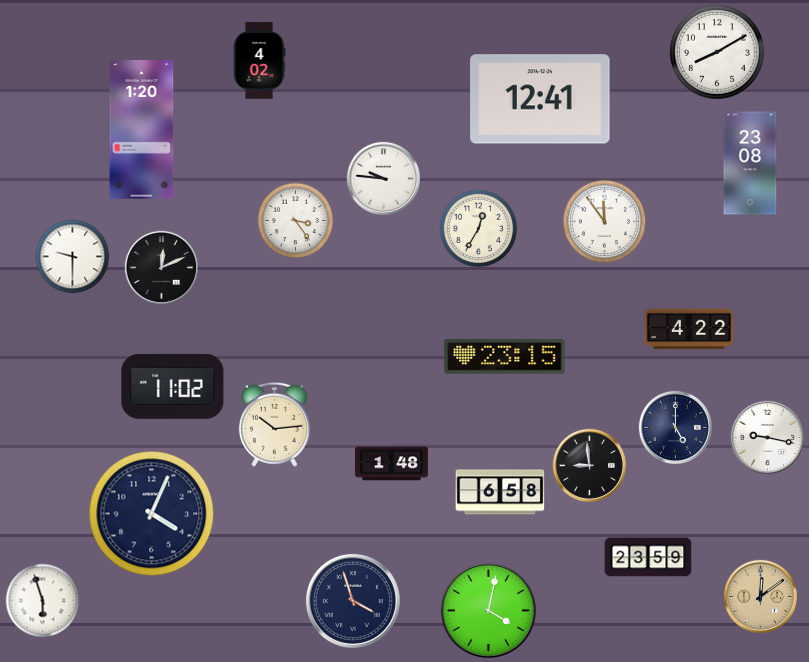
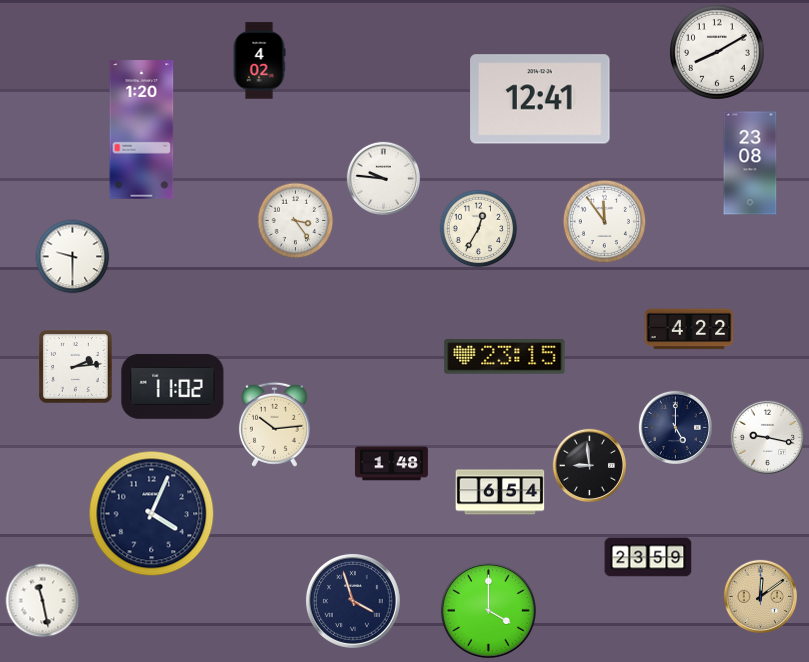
clock at (161, 267): 12:11 -> none
clock at (76, 367): none -> 2:14
clock at (500, 492): 6:58 -> 6:54
clock at (43, 601): 5:57 -> 11:28
clock at (488, 610): 4:02 -> 4:00
